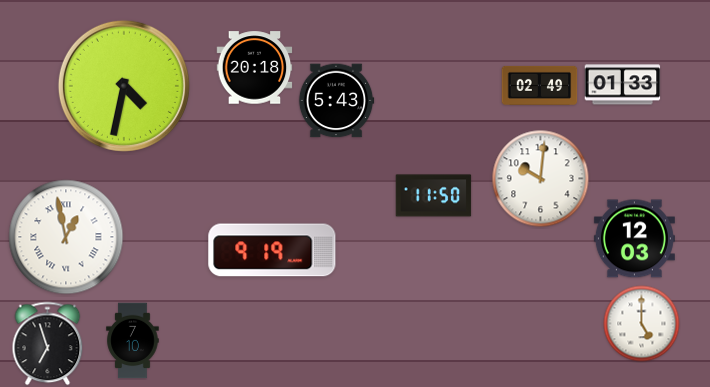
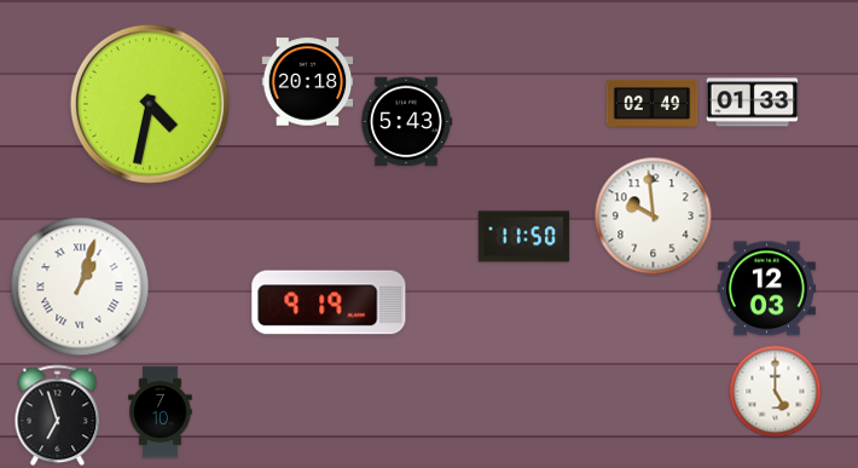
clock at (541, 179): 10:01 -> 9:59
clock at (66, 237): 12:58 -> 1:03
